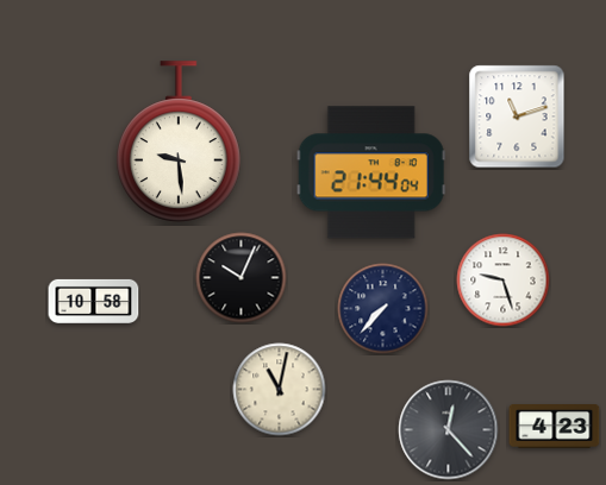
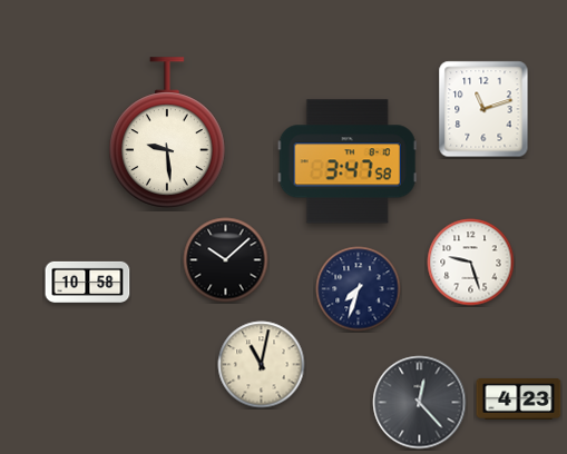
clock at (371, 172): 21:44 -> 3:47
clock at (242, 278): 10:04 -> 10:08
clock at (383, 309): 7:37 -> 7:33
